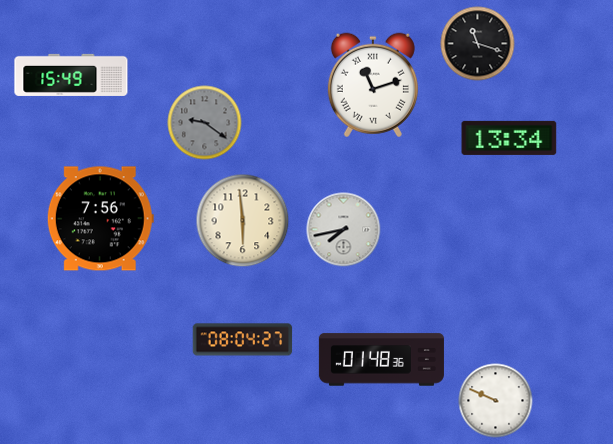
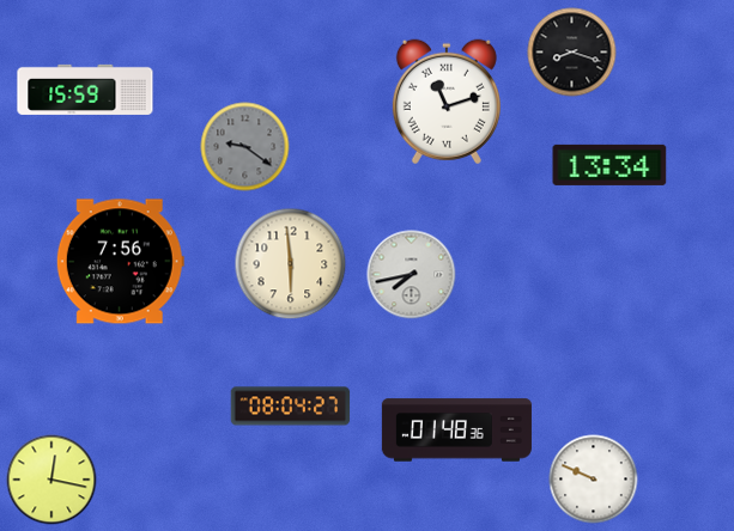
clock at (478, 44): 11:18 -> 8:18
clock at (71, 75): 15:49 -> 15:59
clock at (51, 480): none -> 12:17
